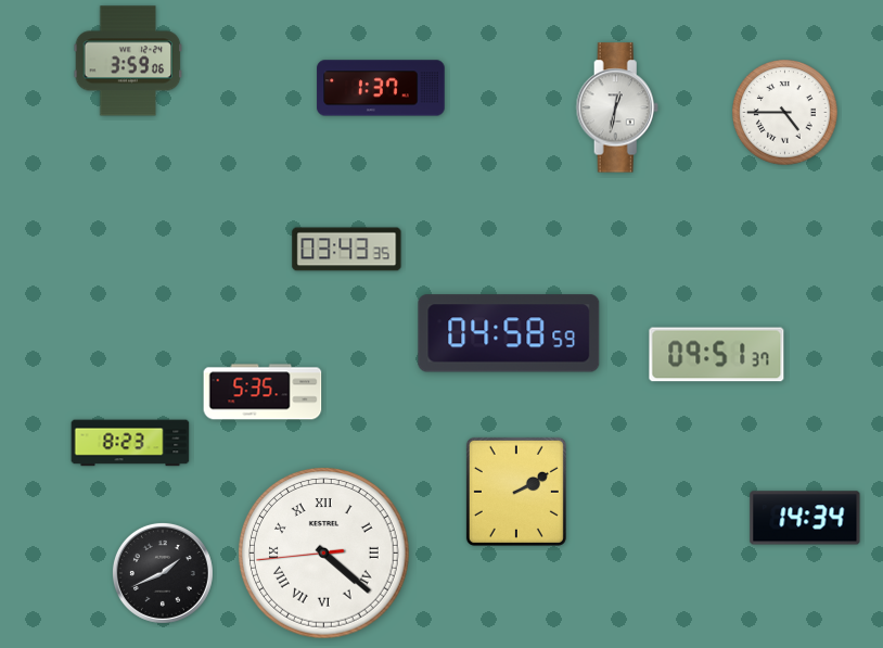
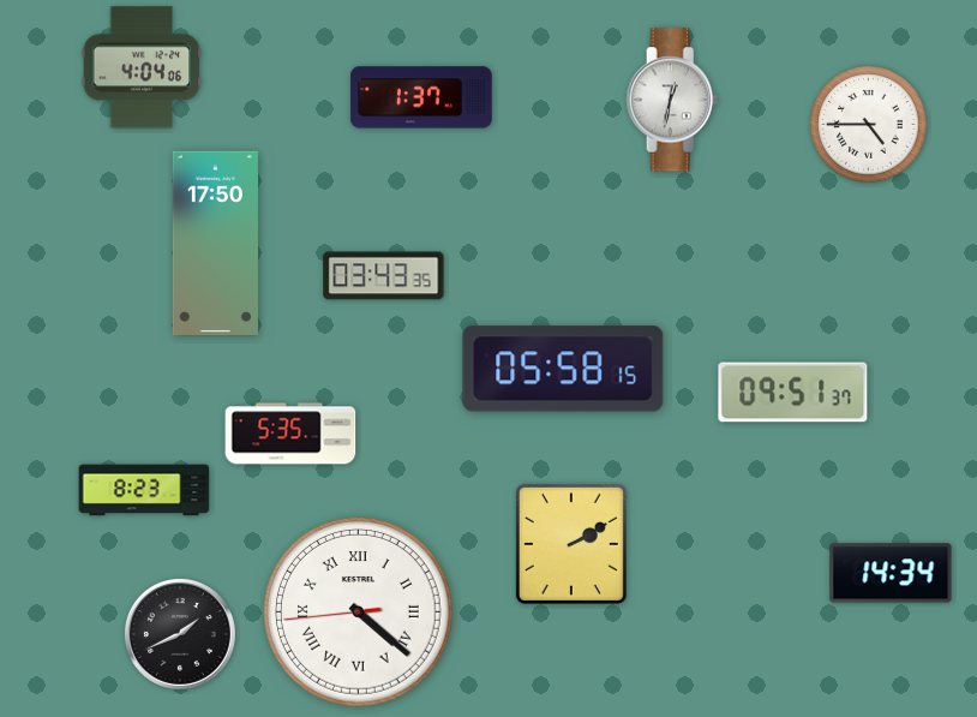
clock at (128, 61): 3:59 -> 4:04
clock at (617, 107) position: (617, 107) -> (672, 100)
clock at (215, 243): none -> 17:50
clock at (509, 333): 04:58 -> 05:58
